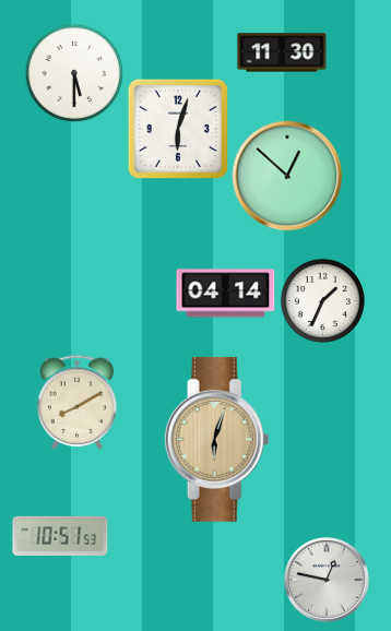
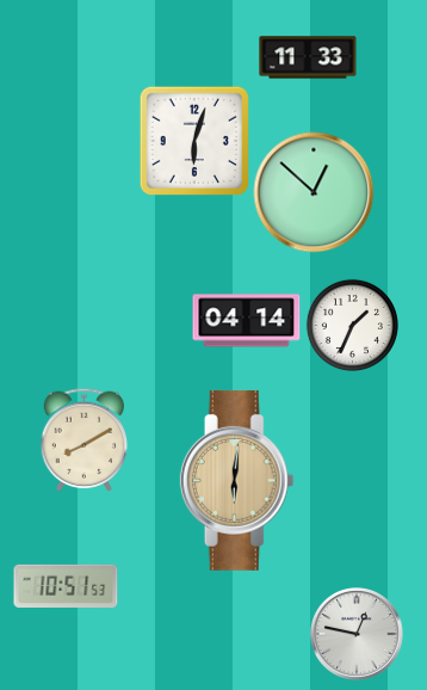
clock at (282, 52): 11:30 -> 11:33
clock at (74, 73): 5:30 -> none
clock at (322, 300) position: (322, 300) -> (352, 325)
clock at (217, 439): 6:03 -> 6:01
